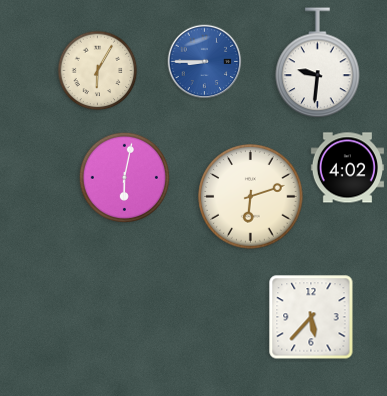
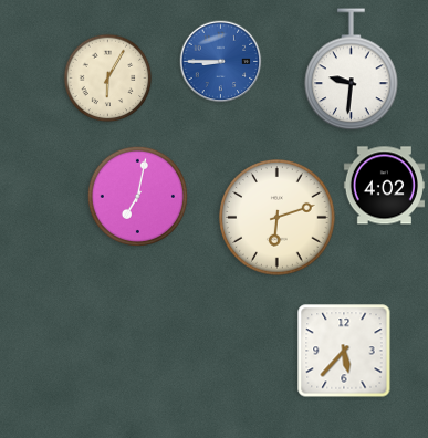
clock at (205, 62) position: (205, 62) -> (221, 62)
clock at (124, 177): 6:02 -> 7:02
